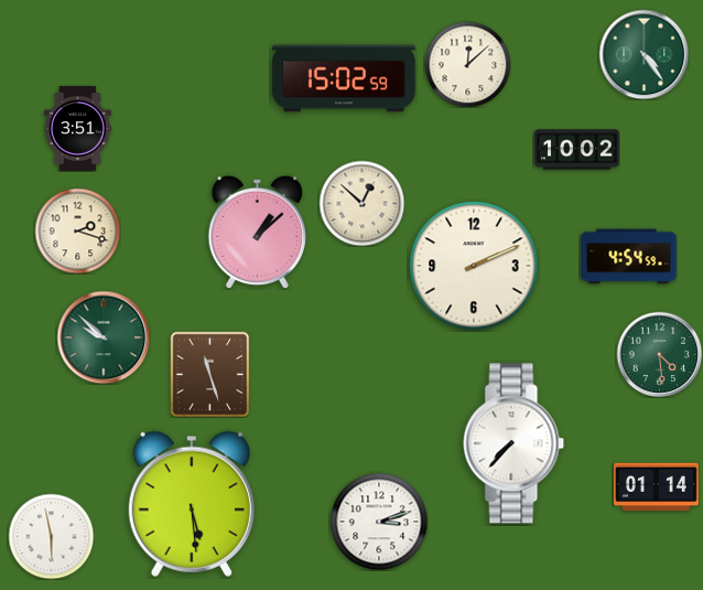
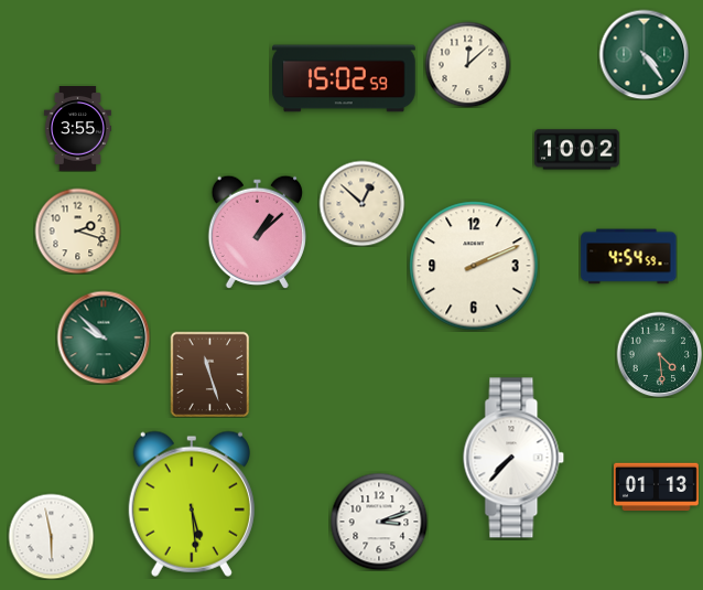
clock at (77, 129): 3:51 -> 3:55
clock at (513, 443) position: (513, 443) -> (513, 458)
clock at (657, 487): 01:14 -> 01:13
